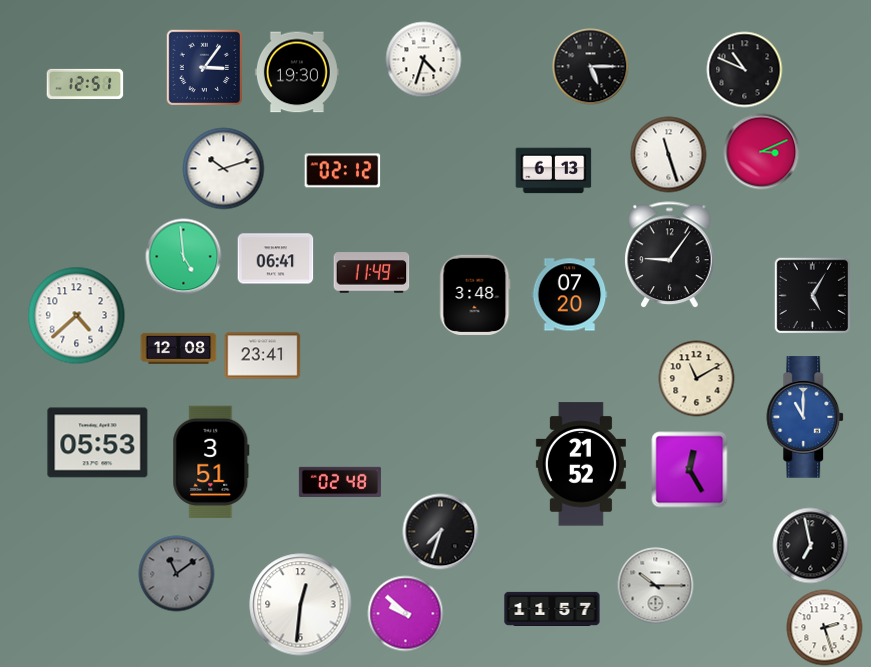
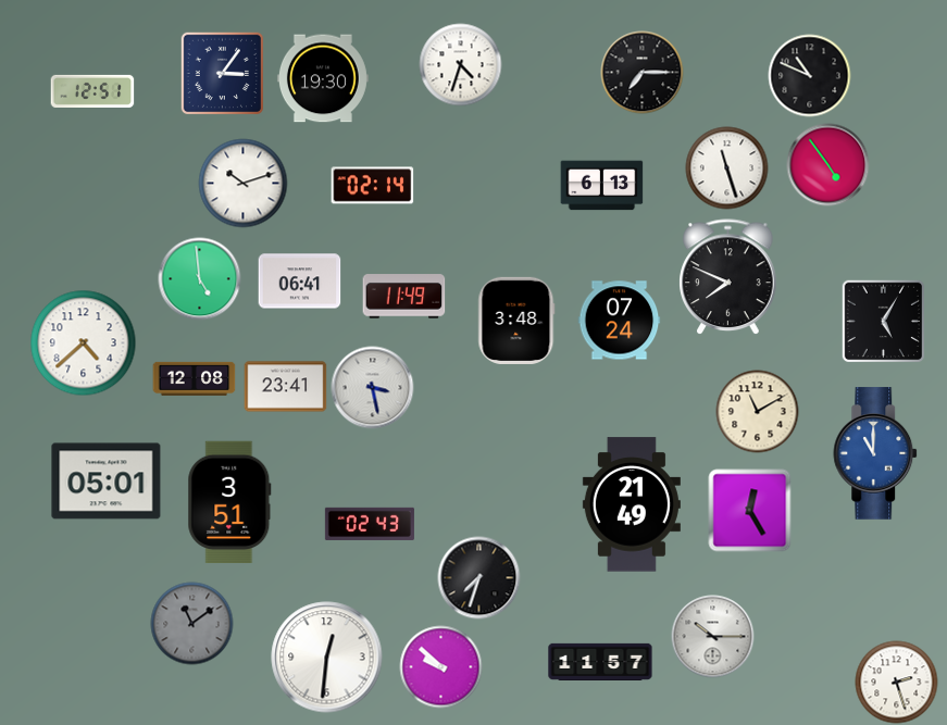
clock at (591, 67): 5:15 -> 7:15
clock at (762, 152): 3:11 -> 4:54
clock at (343, 171): 02:12 -> 02:14
clock at (670, 255): 9:06 -> 7:49
clock at (570, 295): 07:20 -> 07:24
clock at (373, 388): none -> 3:28
clock at (98, 443): 05:53 -> 05:01
clock at (581, 464): 21:52 -> 21:49
clock at (340, 482): 02:48 -> 02:43
clock at (811, 546): 6:58 -> none
